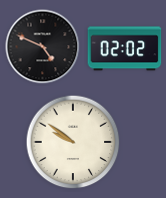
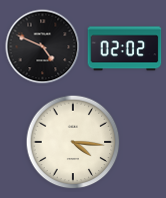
clock at (73, 142): 9:51 -> 4:16
